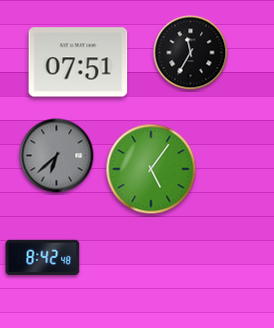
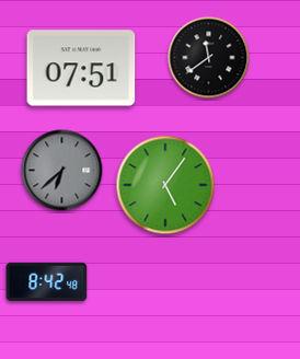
clock at (191, 53): 11:35 -> 11:39
clock at (78, 62) position: (78, 62) -> (81, 68)
